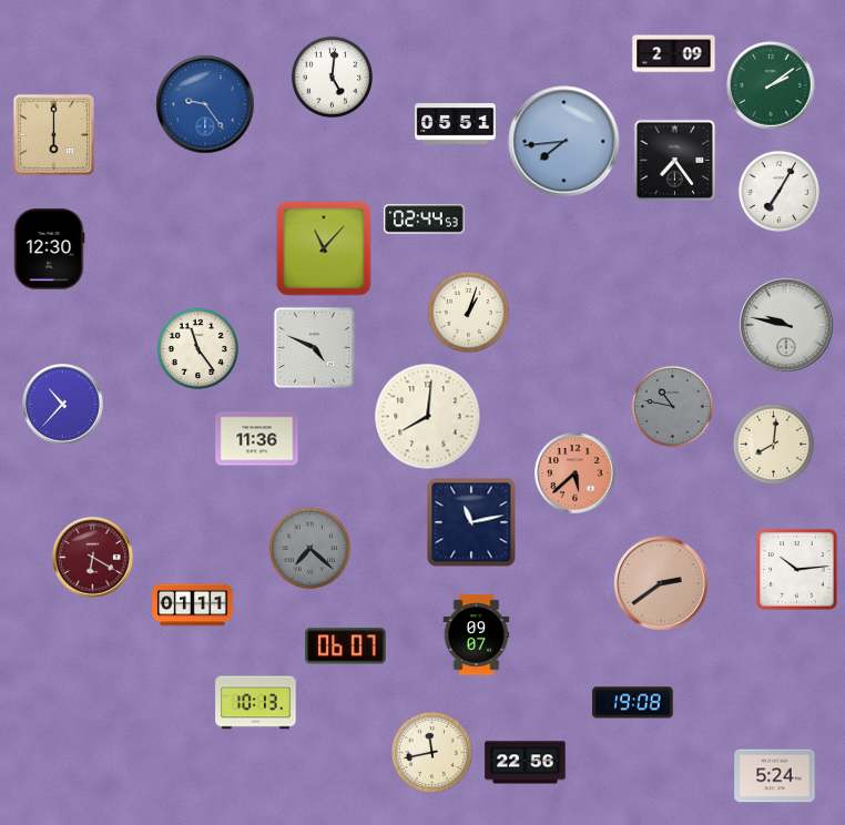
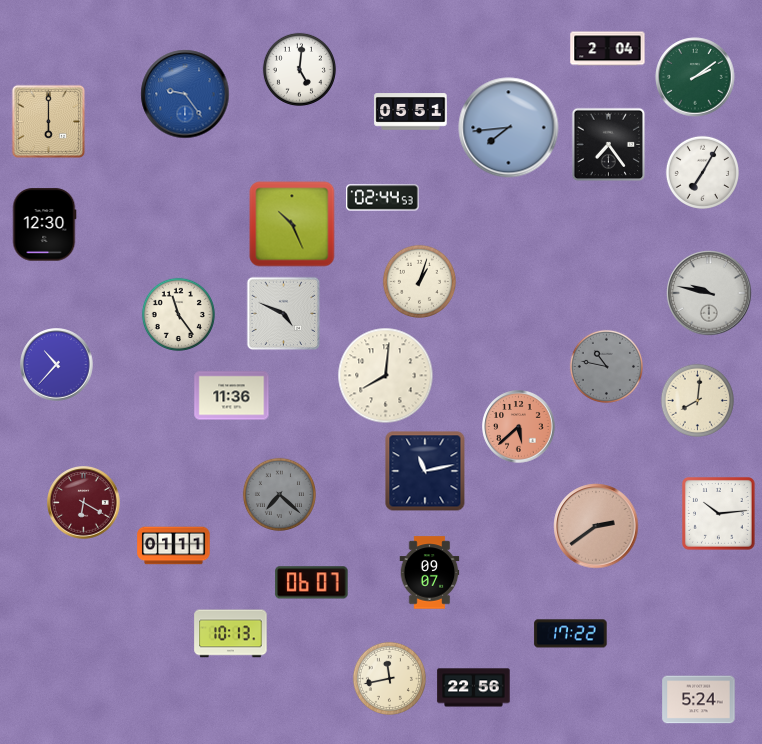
clock at (674, 54): 2:09 -> 2:04
clock at (324, 248): 11:07 -> 10:26
clock at (468, 312) position: (468, 312) -> (419, 281)
clock at (633, 703): 19:08 -> 17:22
